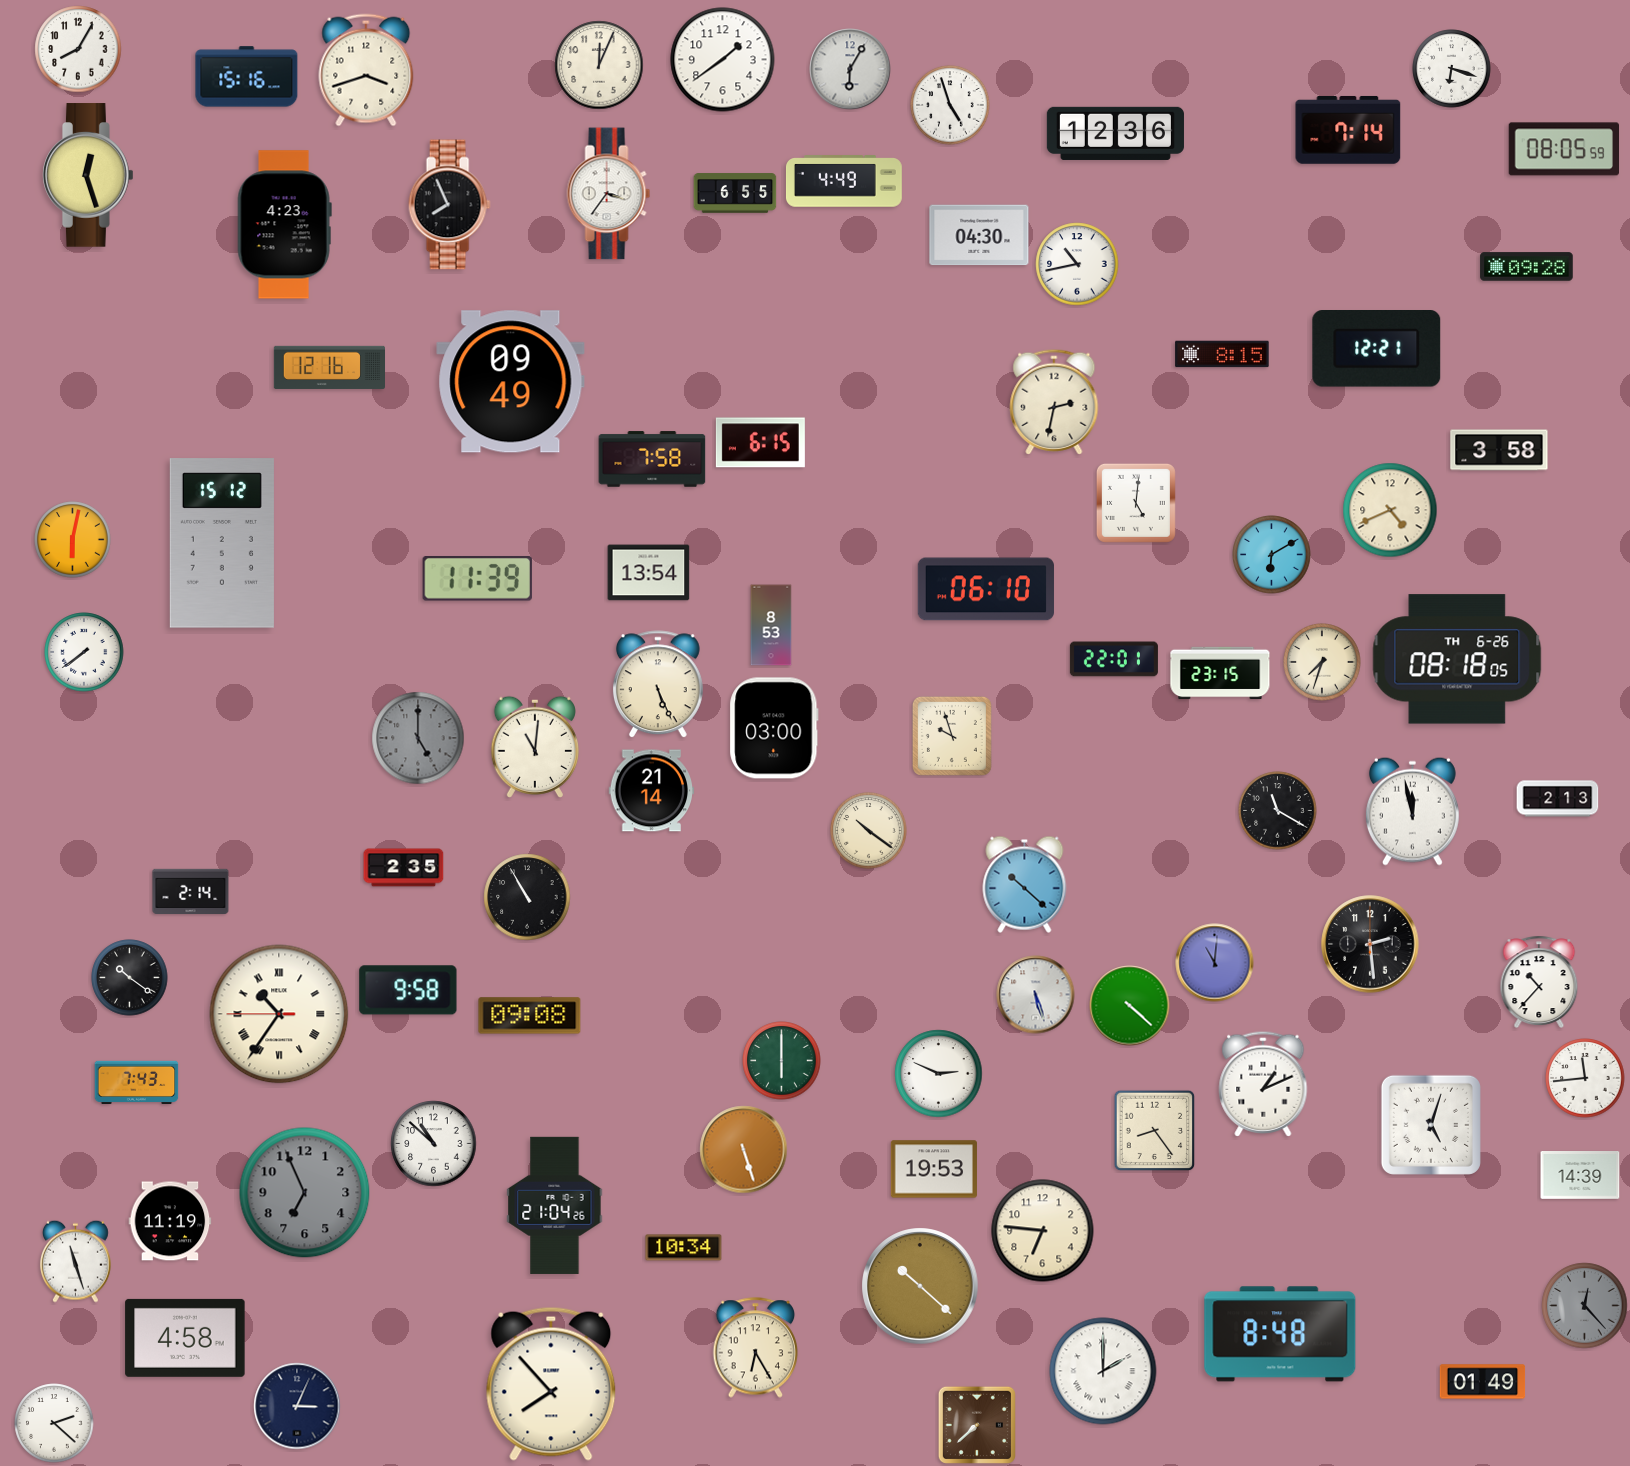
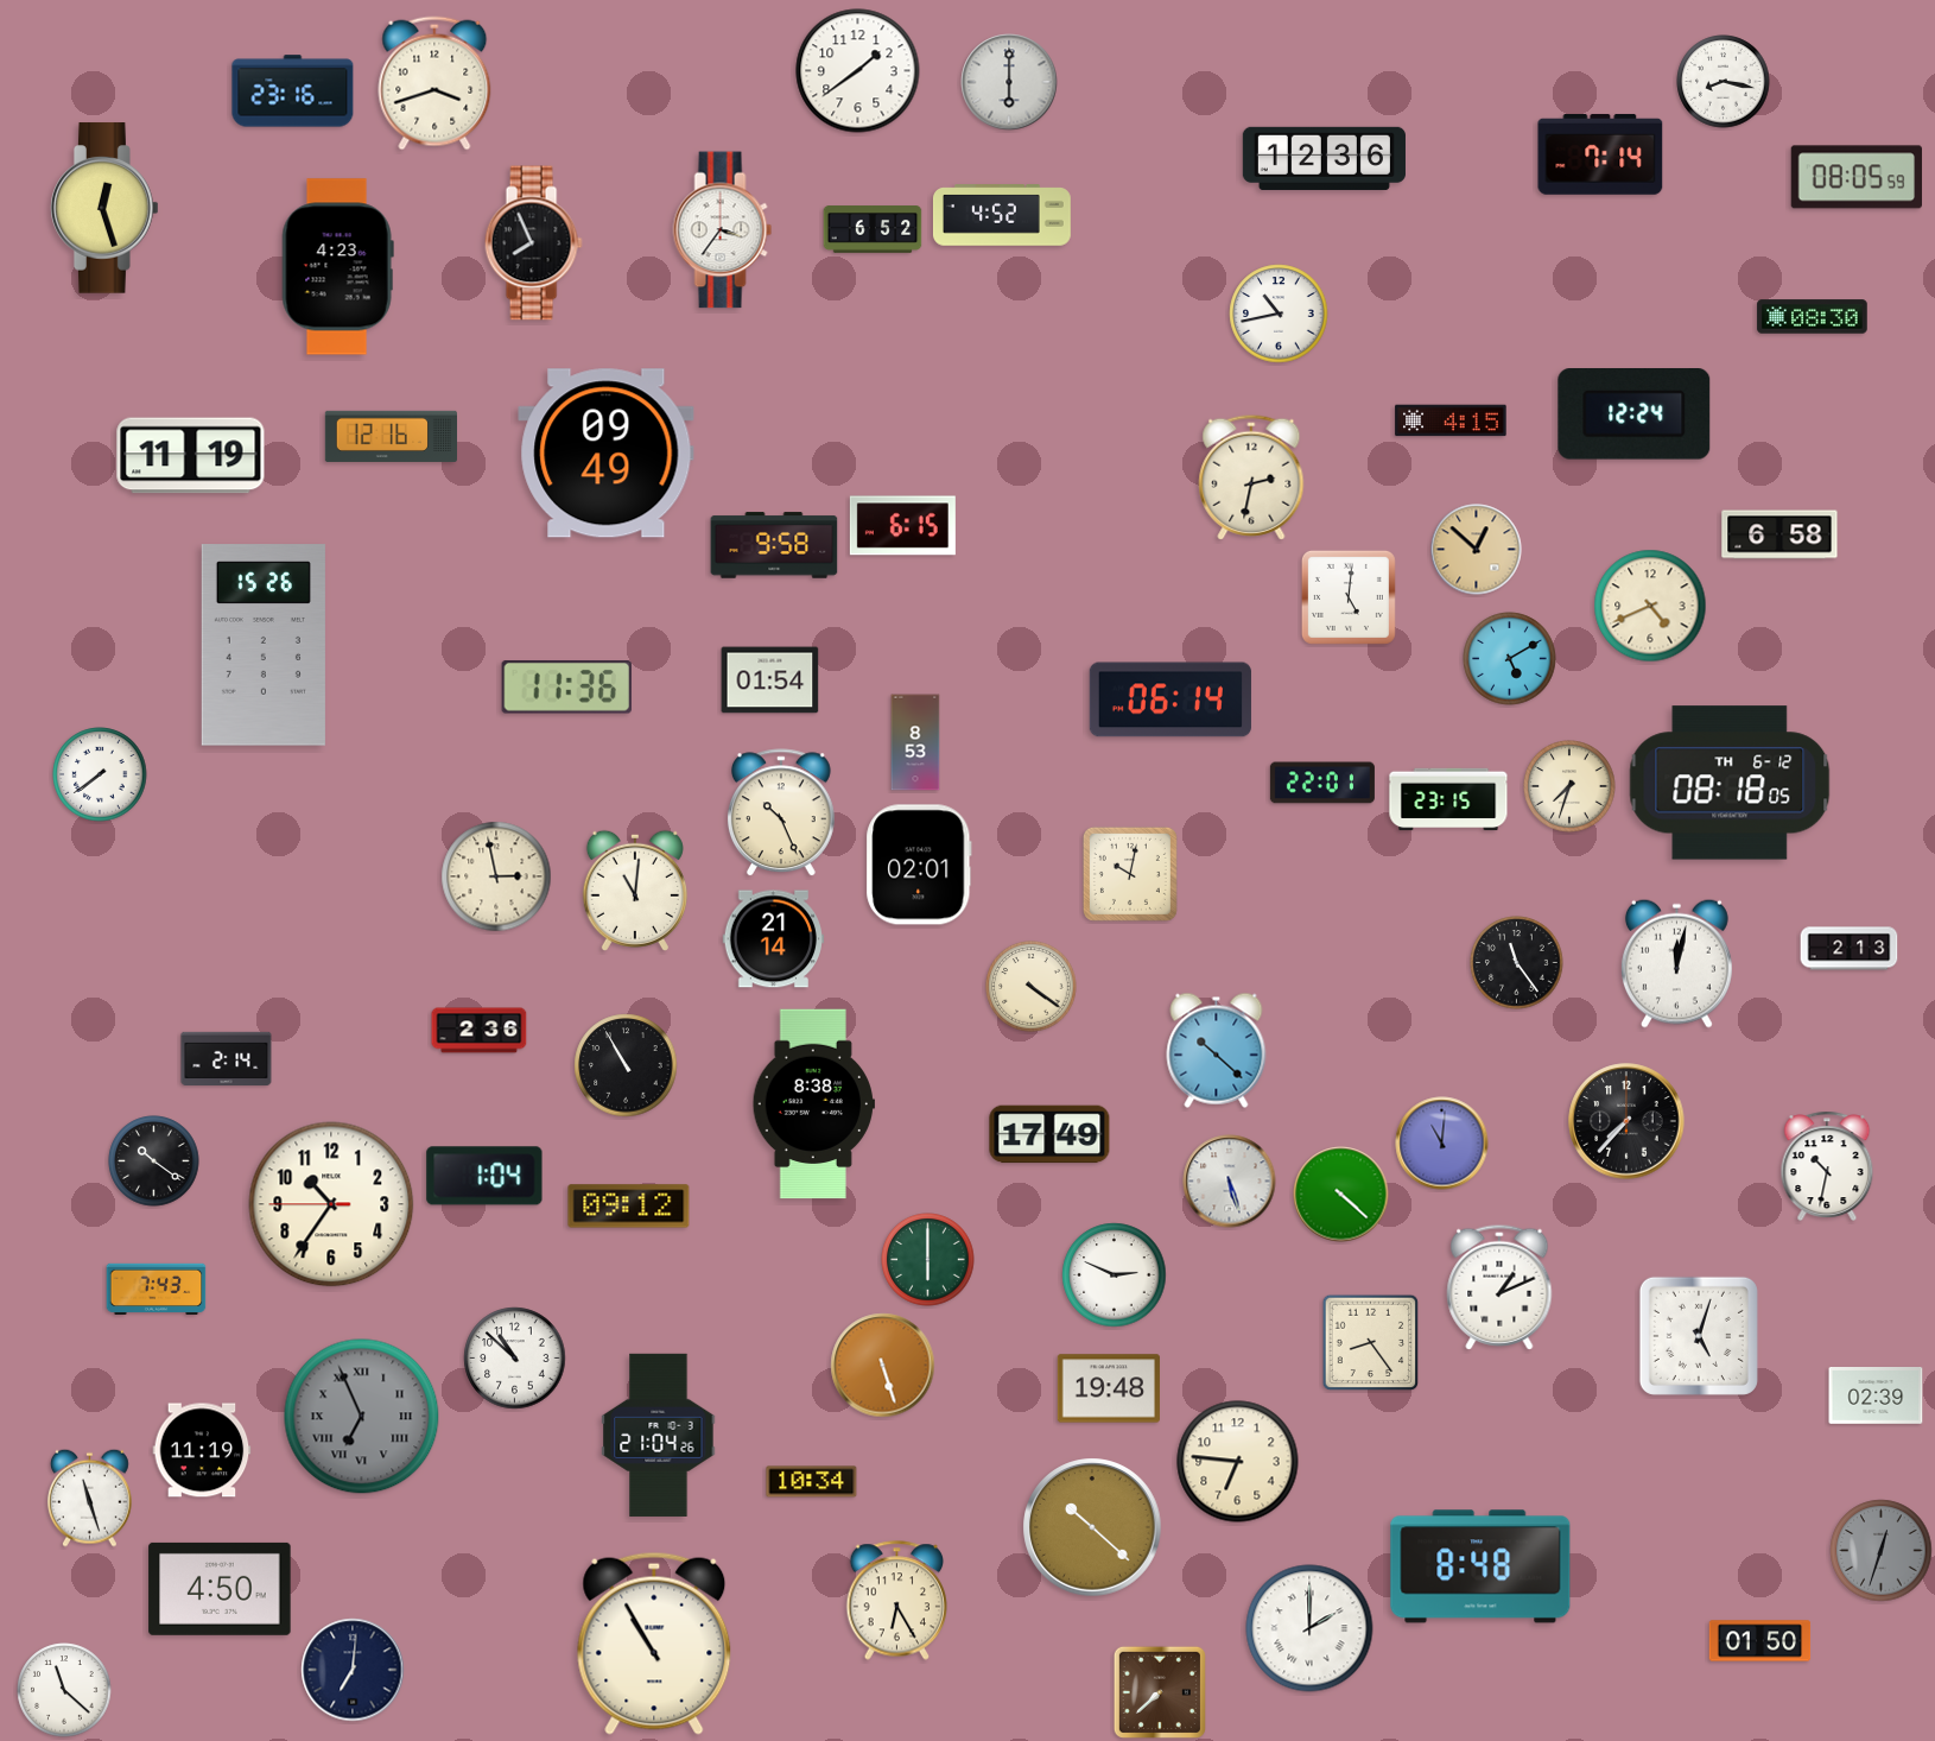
clock at (78, 49): 8:05 -> none
clock at (599, 65): 12:04 -> none
clock at (850, 69): 6:05 -> 6:00
clock at (1452, 69): 6:18 -> 8:17
clock at (247, 77): 15:16 -> 23:16
clock at (950, 105): 4:57 -> none
clock at (844, 181): 4:49 -> 4:52
clock at (735, 193): 6:55 -> 6:52
clock at (979, 235): 04:30 -> none
clock at (1527, 267): 09:28 -> 08:30
clock at (1377, 349): 12:21 -> 12:24
clock at (1222, 354): 8:15 -> 4:15
clock at (191, 456): none -> 11:19
clock at (1499, 450): 3:58 -> 6:58
clock at (652, 459): 7:58 -> 9:58
clock at (1477, 550): none -> 12:52
clock at (73, 540): 6:02 -> none
clock at (222, 543): 15:12 -> 15:26
clock at (1272, 555): 6:10 -> 5:10
clock at (649, 573): 13:54 -> 01:54
clock at (477, 579): 11:39 -> 11:36
clock at (986, 589): 06:10 -> 06:14
clock at (1457, 659) date: TH 6-26 -> TH 6-12
clock at (658, 685): 5:26 -> 10:26
clock at (774, 728): 03:00 -> 02:01
clock at (952, 736): 9:57 -> 10:02
clock at (418, 738): 5:00 -> 2:58
clock at (418, 738) dial: grey -> cream
clock at (535, 747) position: (535, 747) -> (635, 891)
clock at (1278, 811): 11:20 -> 11:24
clock at (1412, 811): 11:58 -> 12:02
clock at (869, 831): 10:21 -> 4:21
clock at (404, 868): 2:35 -> 2:36
clock at (813, 1104): none -> 8:38
clock at (1370, 944): 2:29 -> 7:37
clock at (1049, 1134): none -> 17:49
clock at (1539, 982): 10:37 -> 10:32
clock at (408, 990): 9:58 -> 1:04
clock at (279, 1014) numerals: Roman -> Arabic
clock at (530, 1016): 09:08 -> 09:12
clock at (1585, 1078): 11:44 -> none
clock at (137, 1082) position: (137, 1082) -> (157, 1289)
clock at (933, 1169): 19:53 -> 19:48
clock at (1580, 1176): 14:39 -> 02:39
clock at (305, 1193) numerals: Arabic -> Roman
clock at (555, 1205) position: (555, 1205) -> (659, 1435)
clock at (1585, 1306): 12:23 -> 12:33
clock at (1280, 1334) position: (1280, 1334) -> (1480, 1566)
clock at (185, 1338): 4:58 -> 4:50
clock at (1483, 1382): 01:49 -> 01:50
clock at (551, 1384): 7:53 -> 10:55
clock at (297, 1406): 3:04 -> 7:01
clock at (54, 1423): 2:22 -> 11:22
